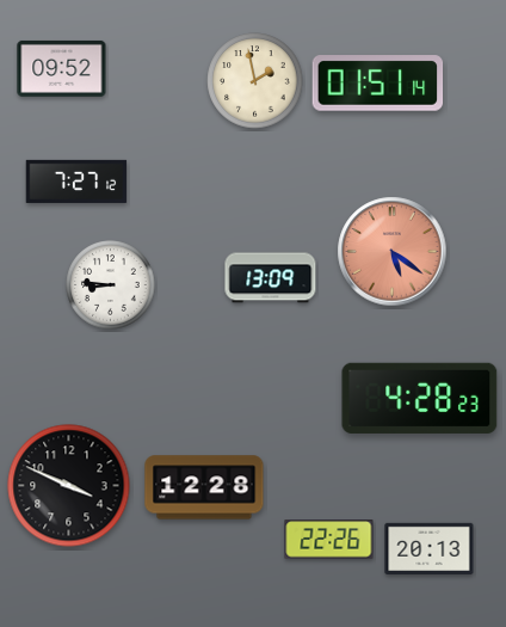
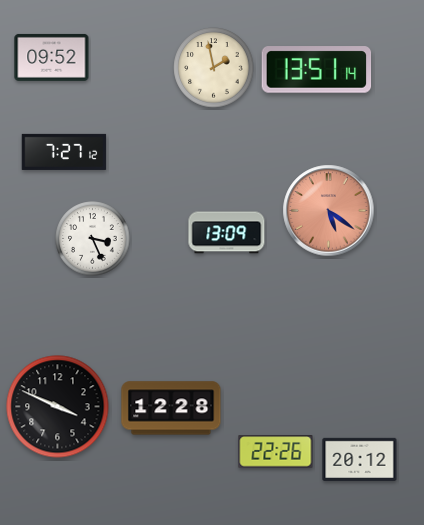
clock at (378, 84): 01:51 -> 13:51
clock at (111, 285): 8:46 -> 3:26
clock at (420, 398): 4:28 -> none
clock at (430, 548): 20:13 -> 20:12
